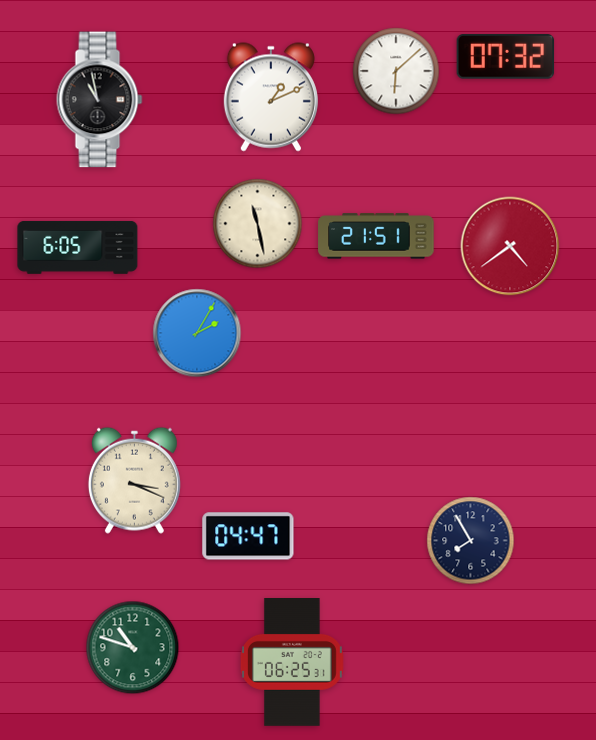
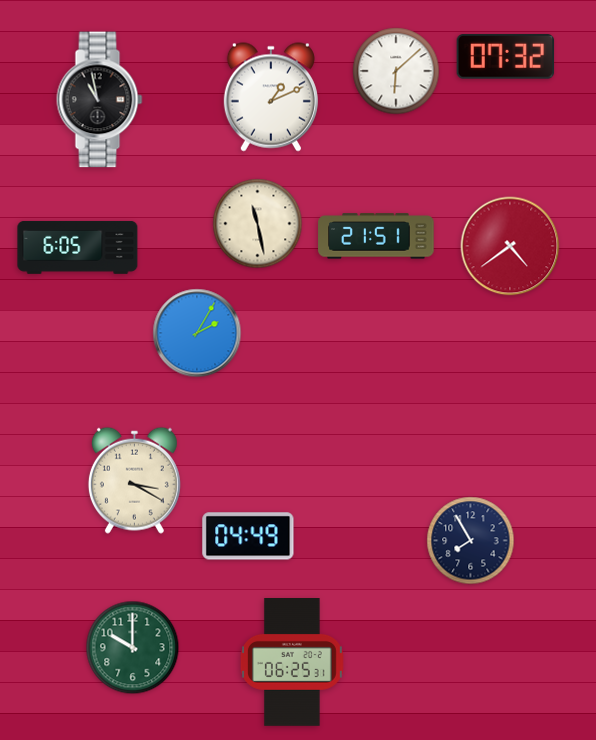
clock at (134, 480): 3:19 -> 3:20
clock at (248, 536): 04:47 -> 04:49
clock at (133, 648): 10:48 -> 10:00
